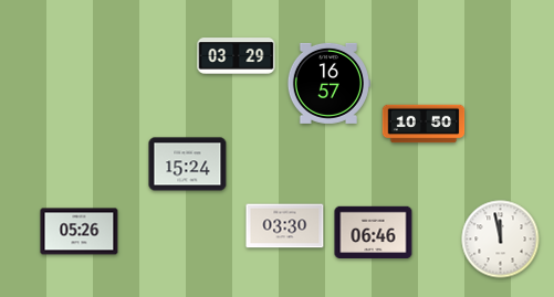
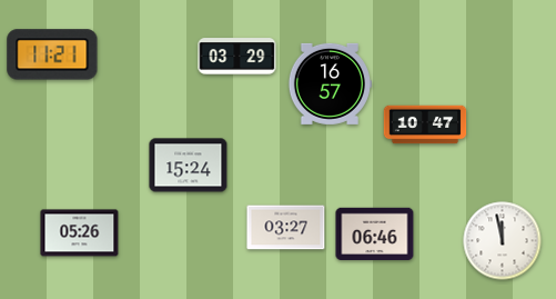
clock at (52, 54): none -> 11:21
clock at (424, 124): 10:50 -> 10:47
clock at (285, 226): 03:30 -> 03:27
